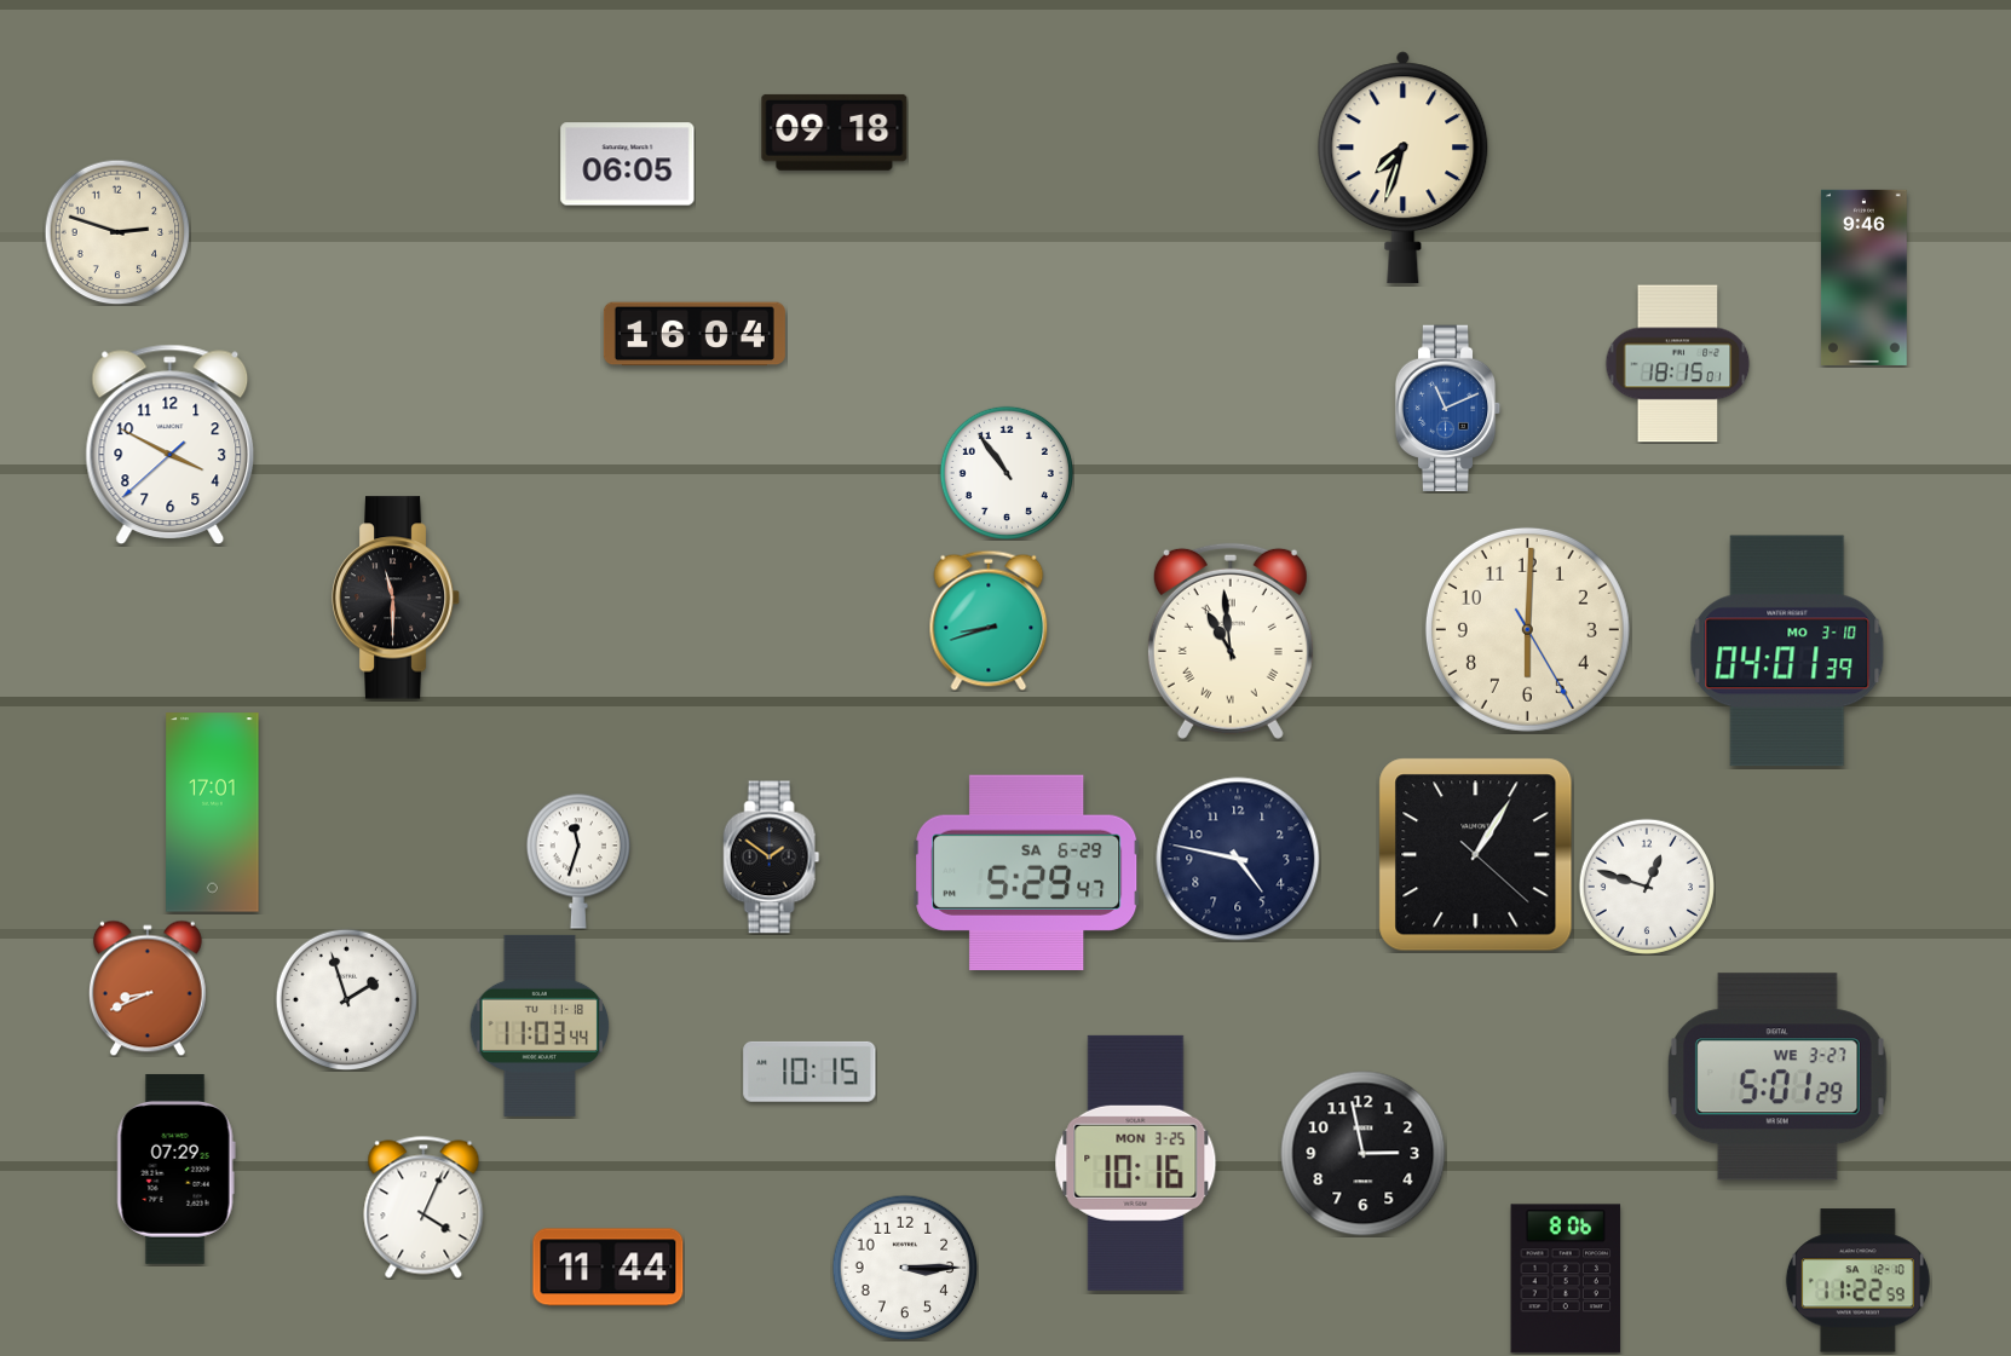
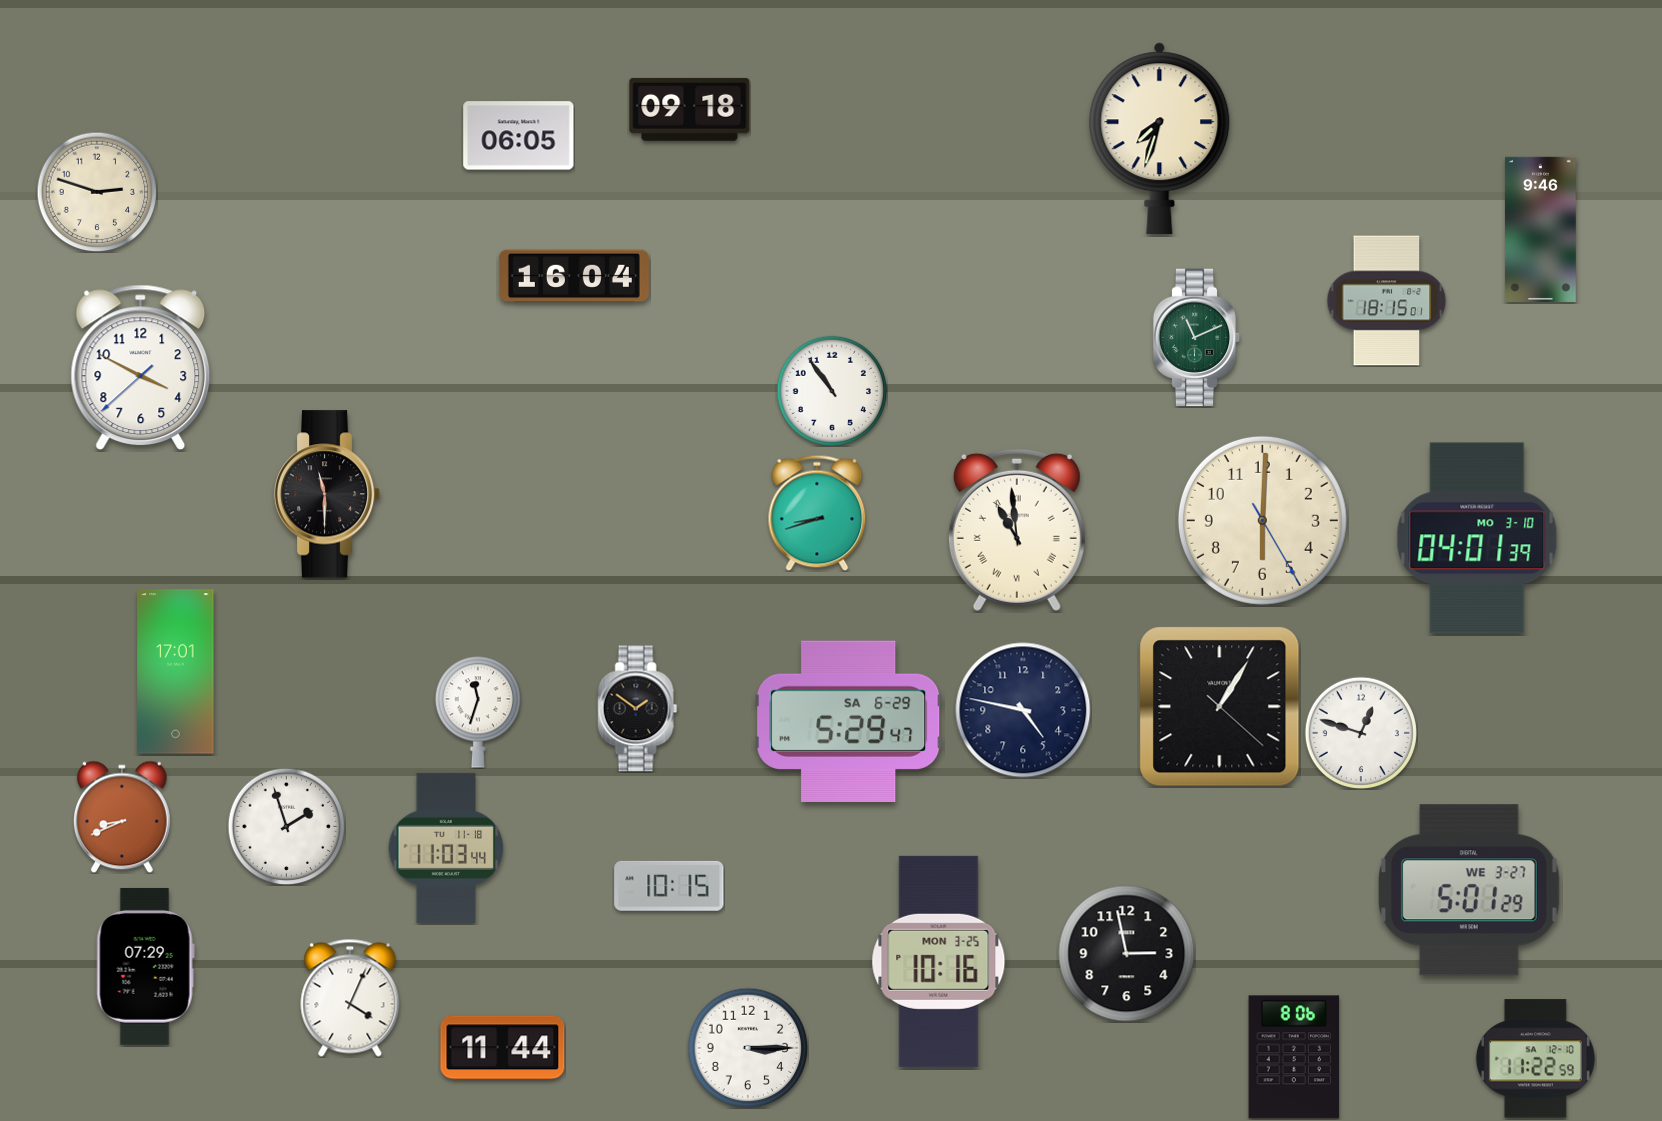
clock at (1448, 409) dial: blue -> green
